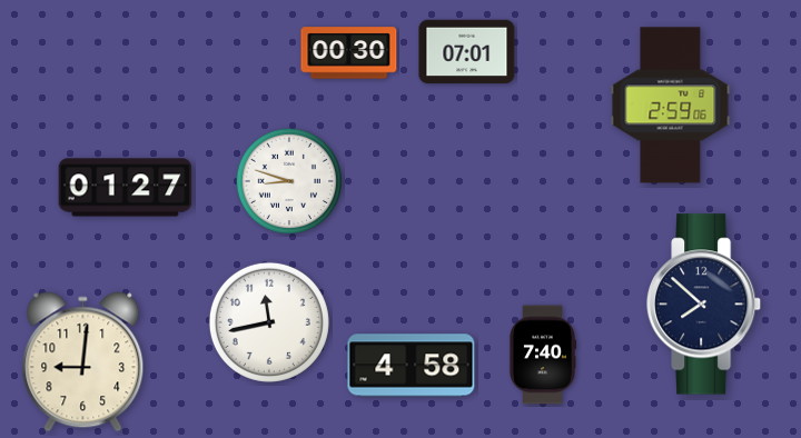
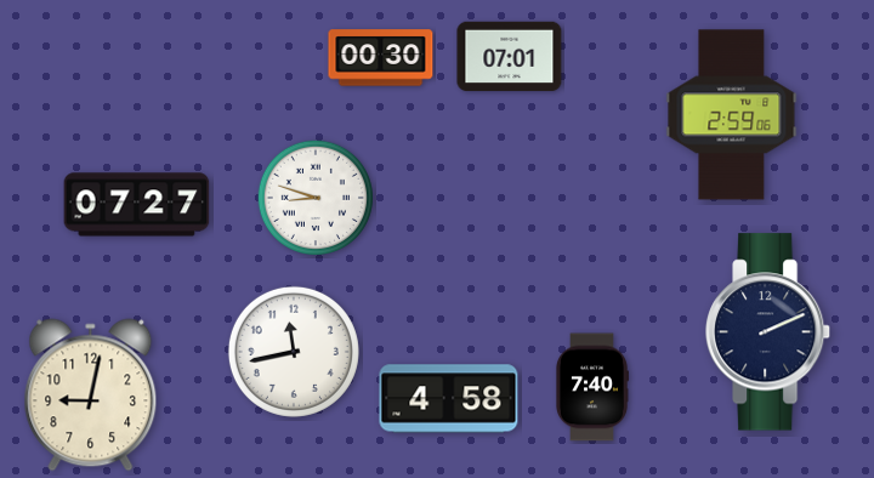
clock at (126, 188): 01:27 -> 07:27
clock at (704, 305): 7:52 -> 2:11
clock at (83, 362): 9:01 -> 9:02
